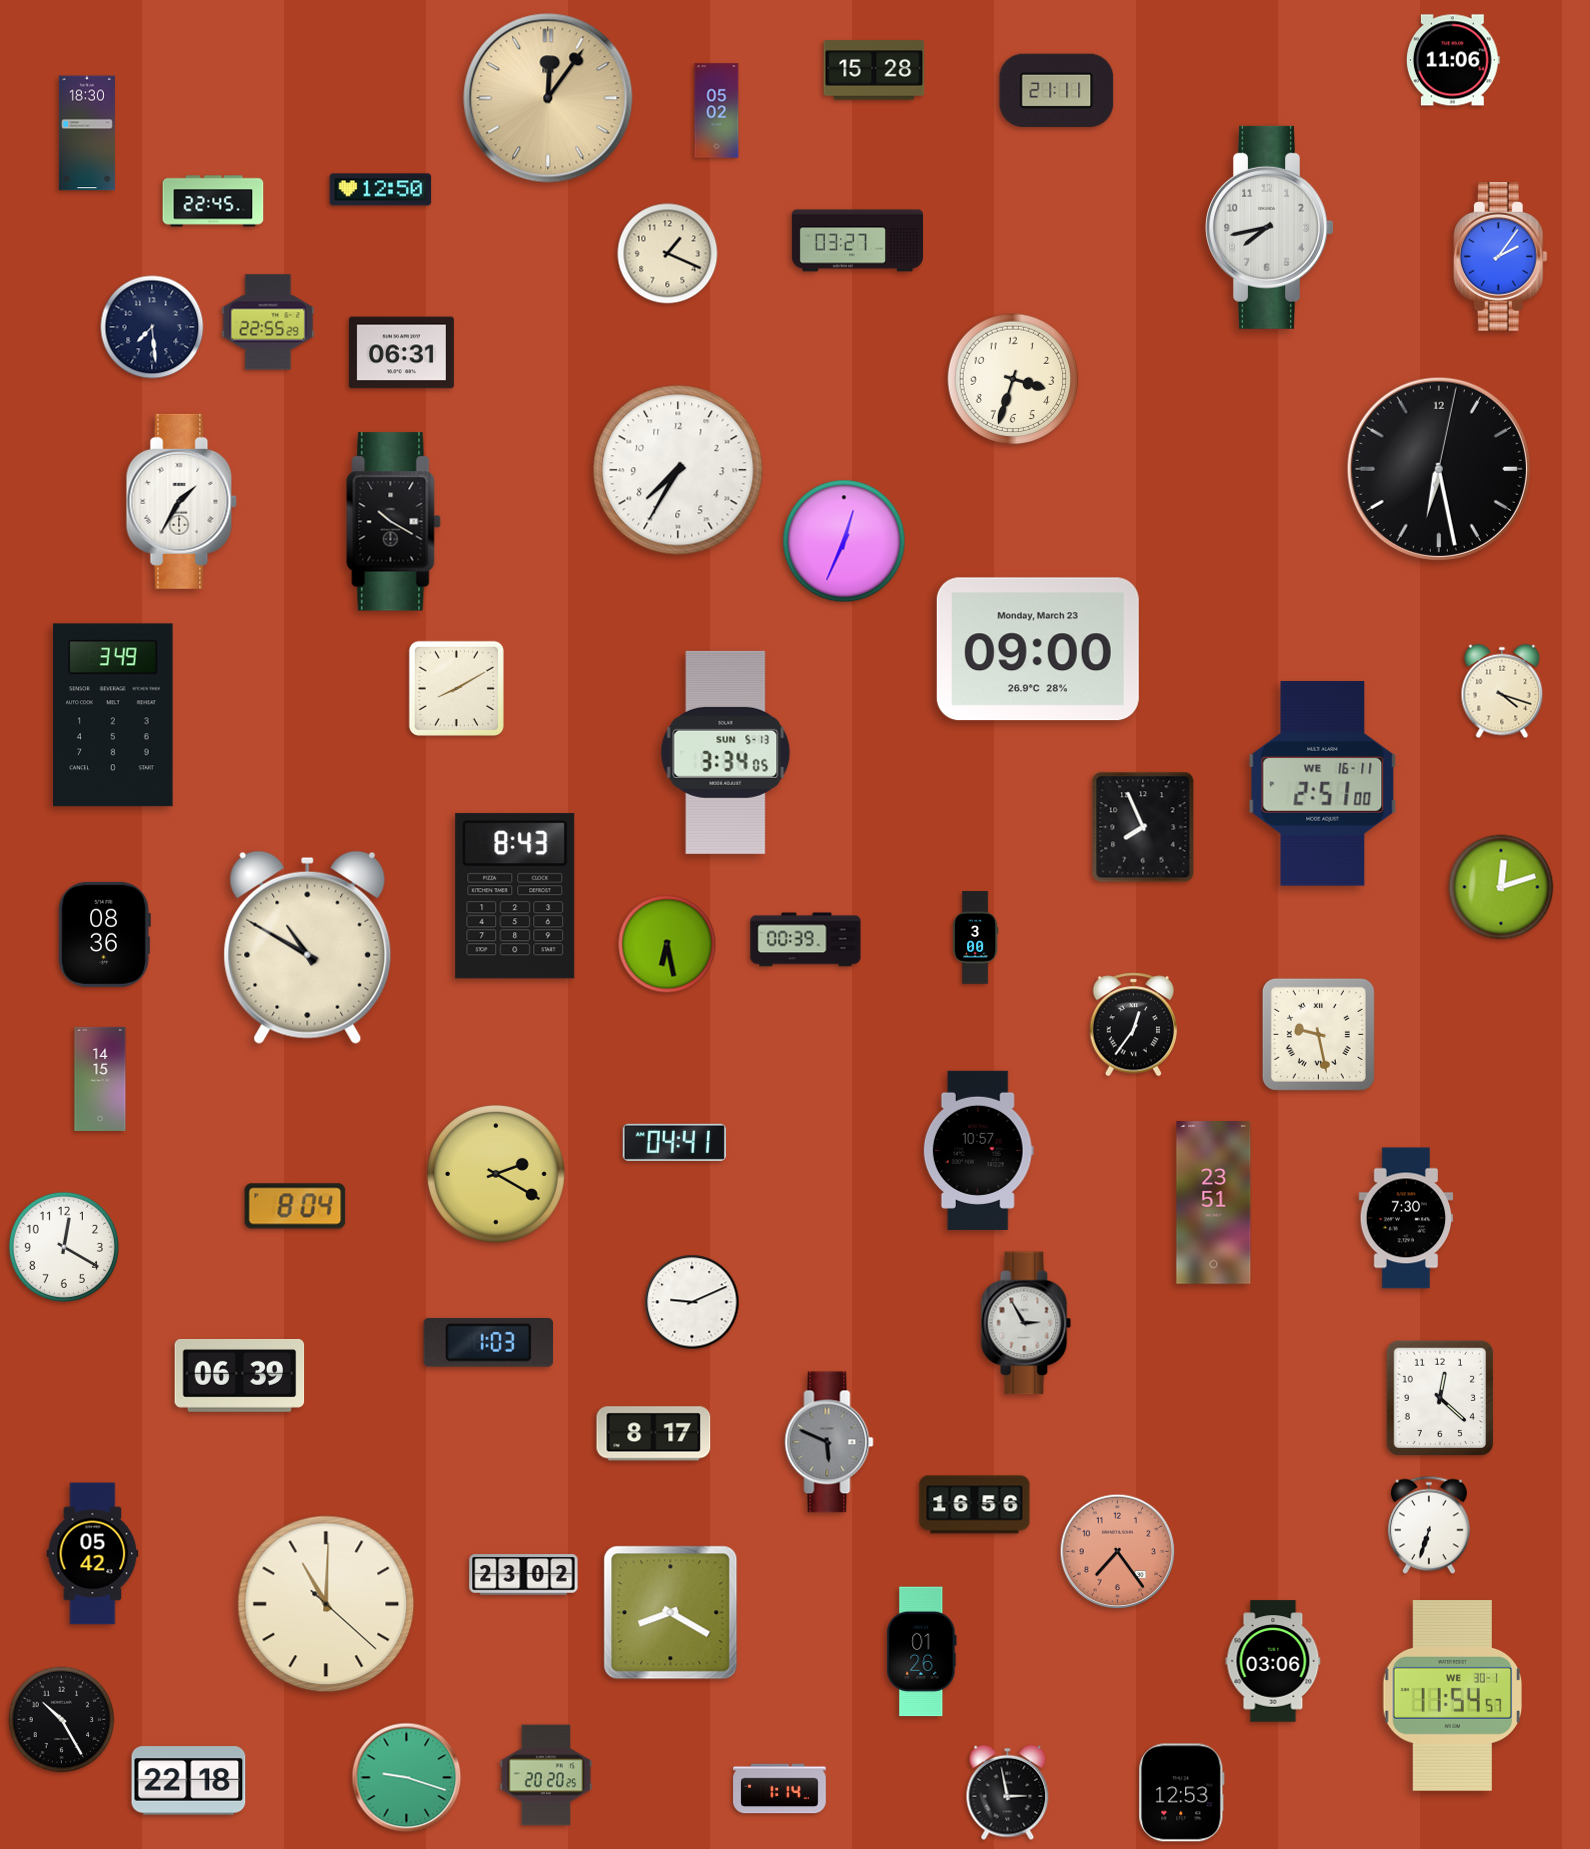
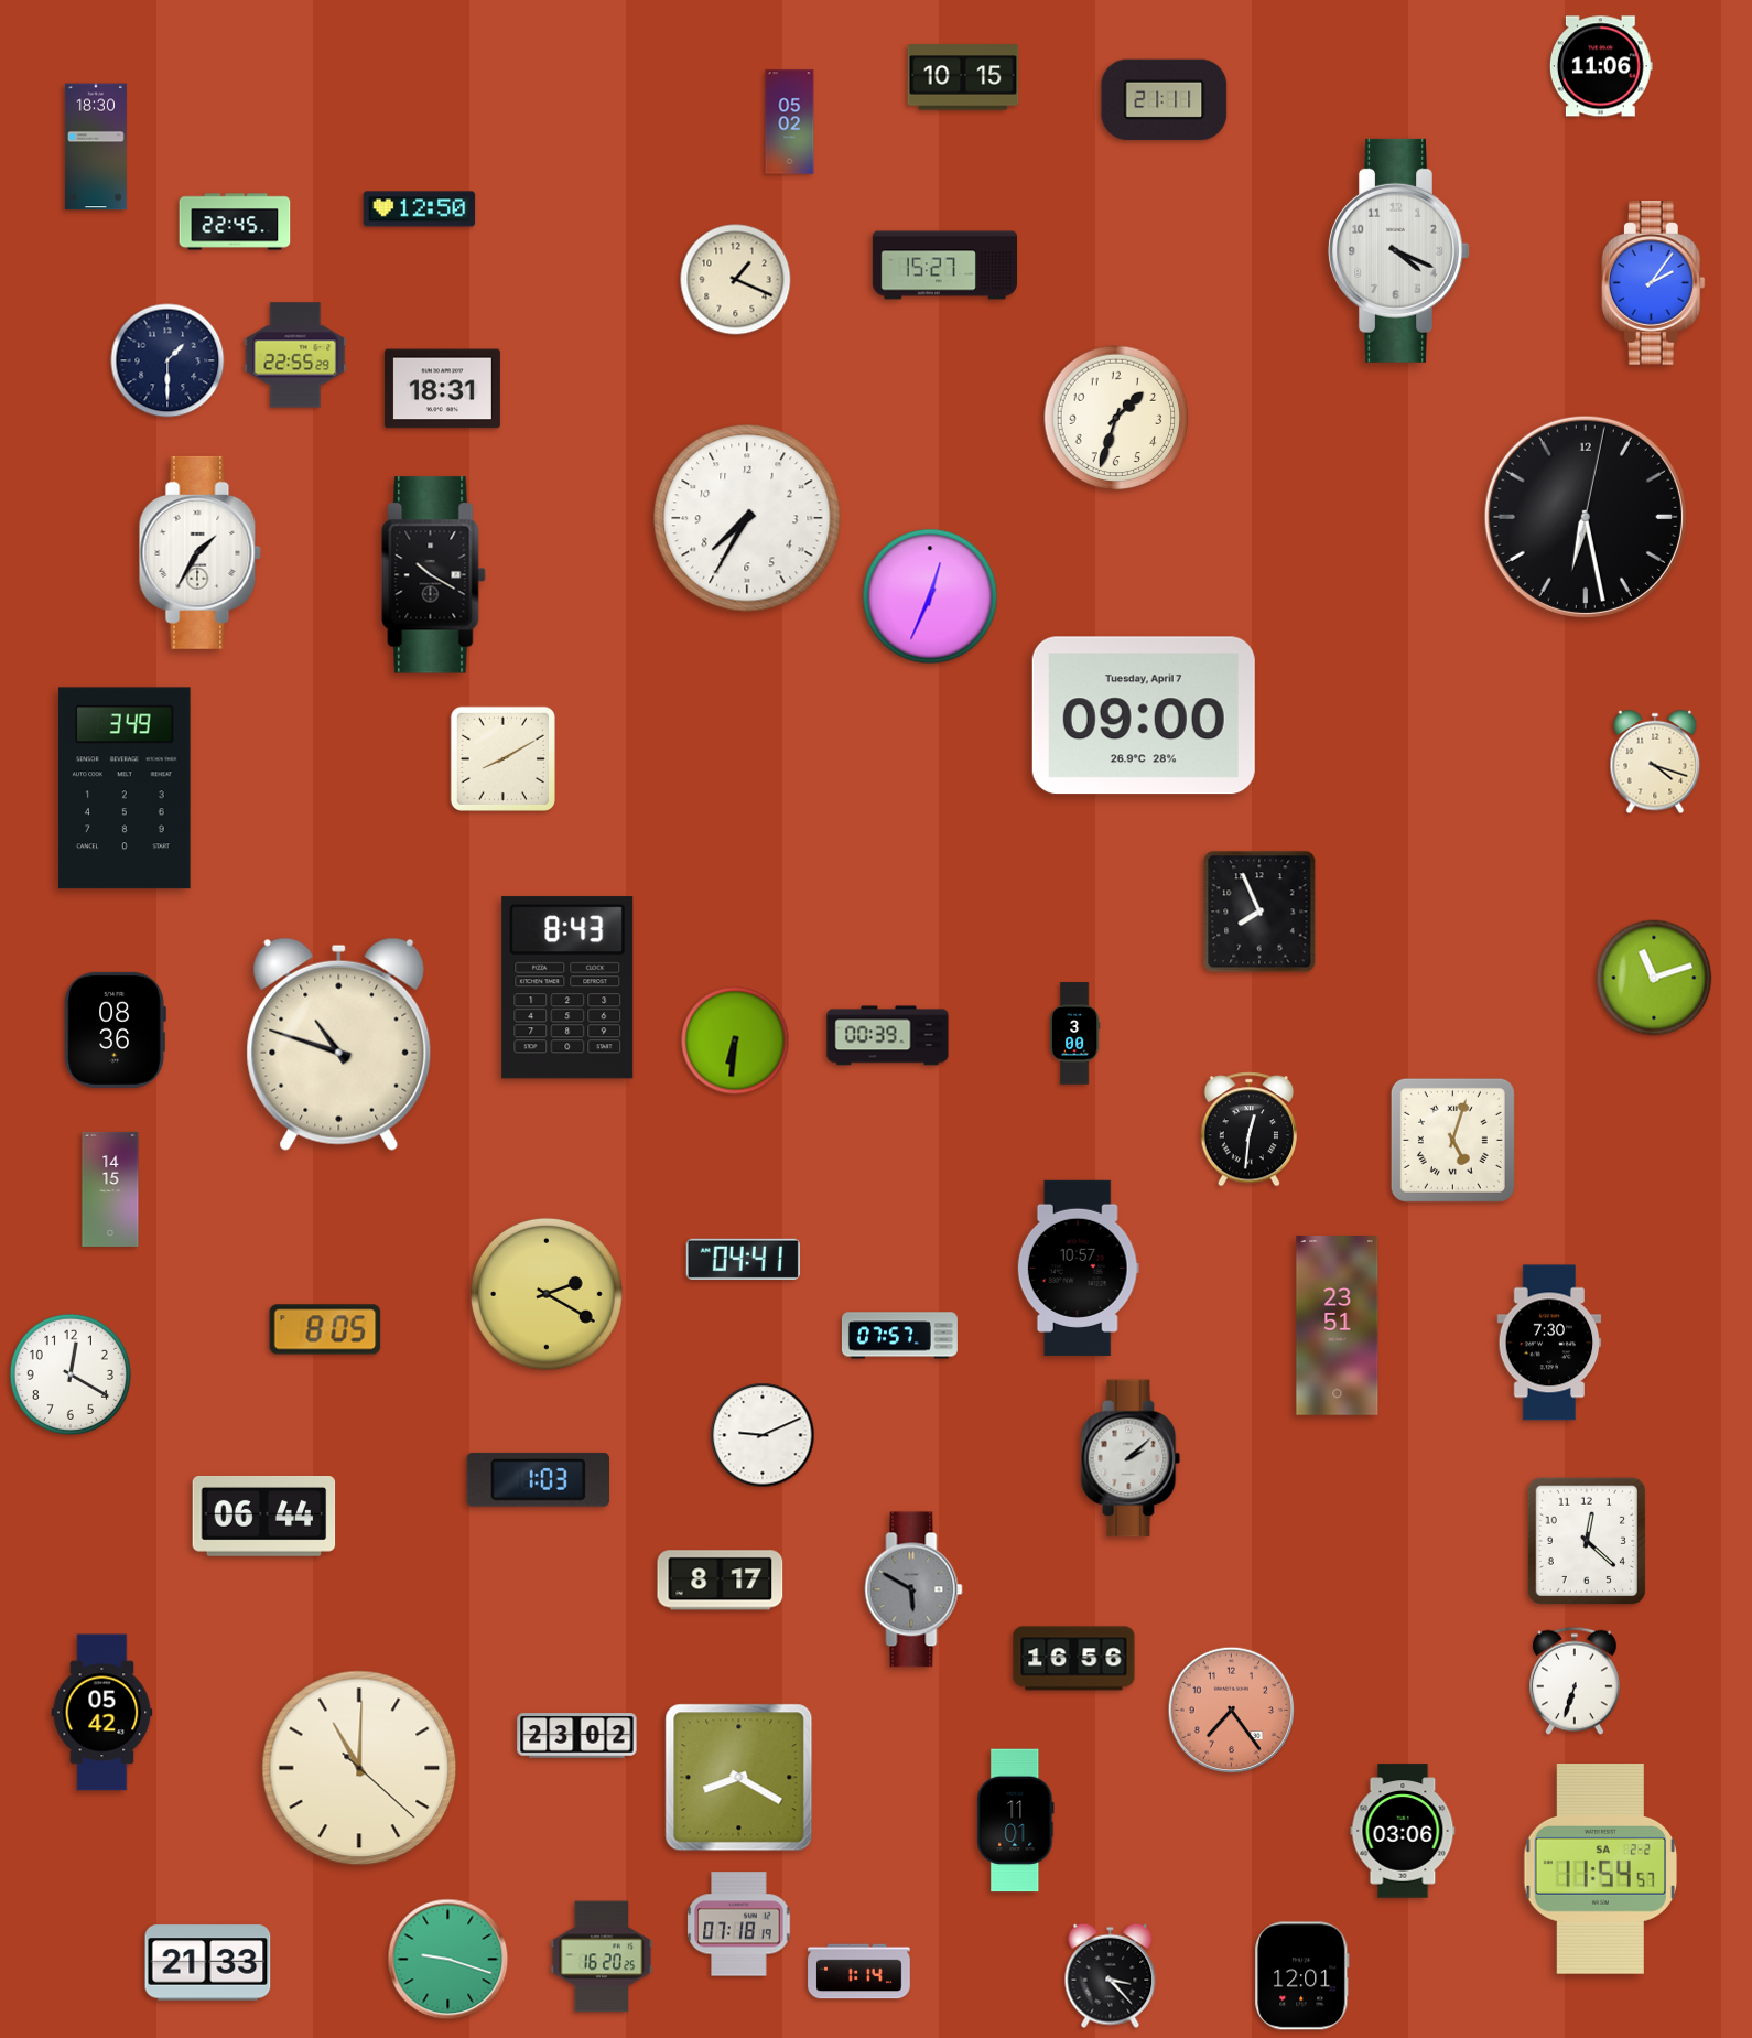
clock at (874, 70): 15:28 -> 10:15
clock at (548, 98): 12:06 -> none
clock at (1269, 227): 7:43 -> 4:19
clock at (857, 241): 03:27 -> 15:27
clock at (152, 327): 7:29 -> 1:30
clock at (401, 353): 06:31 -> 18:31
clock at (1013, 379): 3:33 -> 1:33
clock at (1038, 649) date: Monday, March 23 -> Tuesday, April 7
clock at (726, 752): 3:34 -> none
clock at (1323, 784): 2:51 -> none
clock at (1501, 887): 12:12 -> 11:12
clock at (667, 944): 6:28 -> 6:31
clock at (308, 947): 10:50 -> 10:48
clock at (1134, 1025): 12:36 -> 12:31
clock at (1318, 1034): 9:28 -> 5:03
clock at (295, 1206): 8:04 -> 8:05
clock at (899, 1336): none -> 07:57
clock at (1026, 1323): 2:55 -> 2:08
clock at (240, 1376): 06:39 -> 06:44
clock at (829, 1442): 5:49 -> 5:50
clock at (922, 1652): 01:26 -> 11:01
clock at (1453, 1696) date: WE 30-1 -> SA 2-2
clock at (62, 1720): 10:25 -> none
clock at (739, 1924): none -> 07:18
clock at (546, 1775): 20:20 -> 16:20
clock at (189, 1781): 22:18 -> 21:33
clock at (1008, 1793): 2:58 -> 3:23
clock at (1182, 1793): 12:53 -> 12:01
